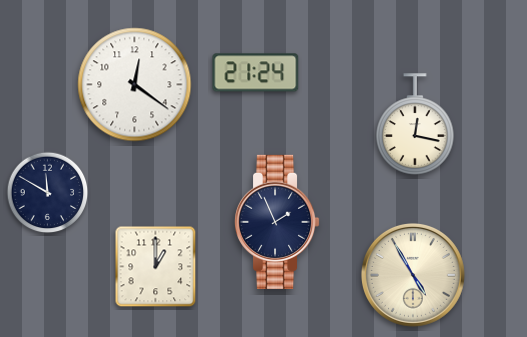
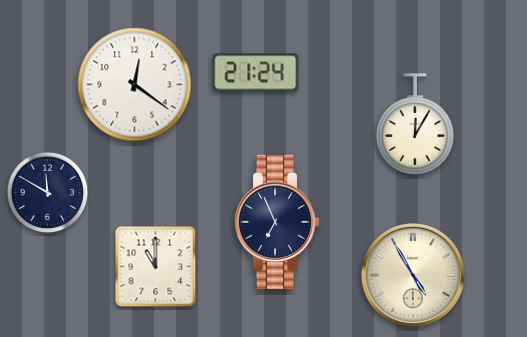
clock at (415, 124): 12:17 -> 12:05
clock at (278, 222): 1:56 -> 6:56
clock at (156, 267): 1:00 -> 11:00
